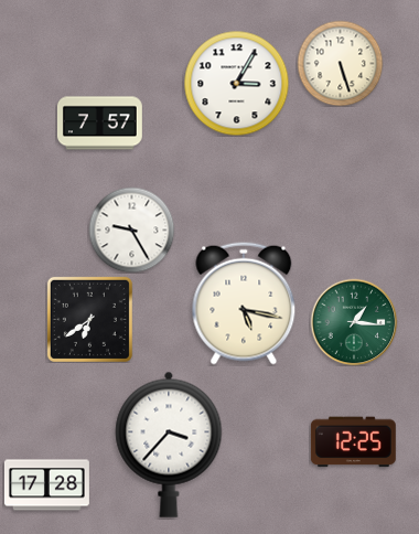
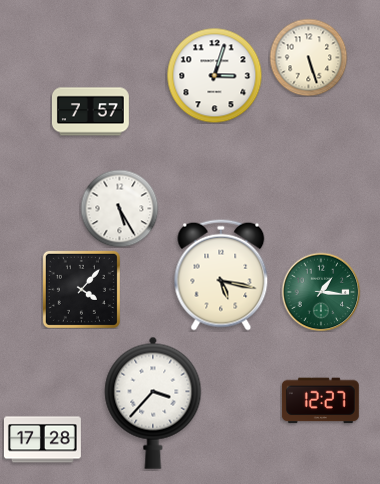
clock at (236, 83): 3:05 -> 3:03
clock at (131, 229): 9:25 -> 5:25
clock at (89, 319): 6:39 -> 4:07
clock at (353, 442): 12:25 -> 12:27
